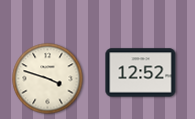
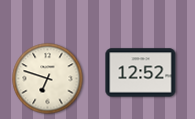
clock at (48, 79): 3:48 -> 6:48
